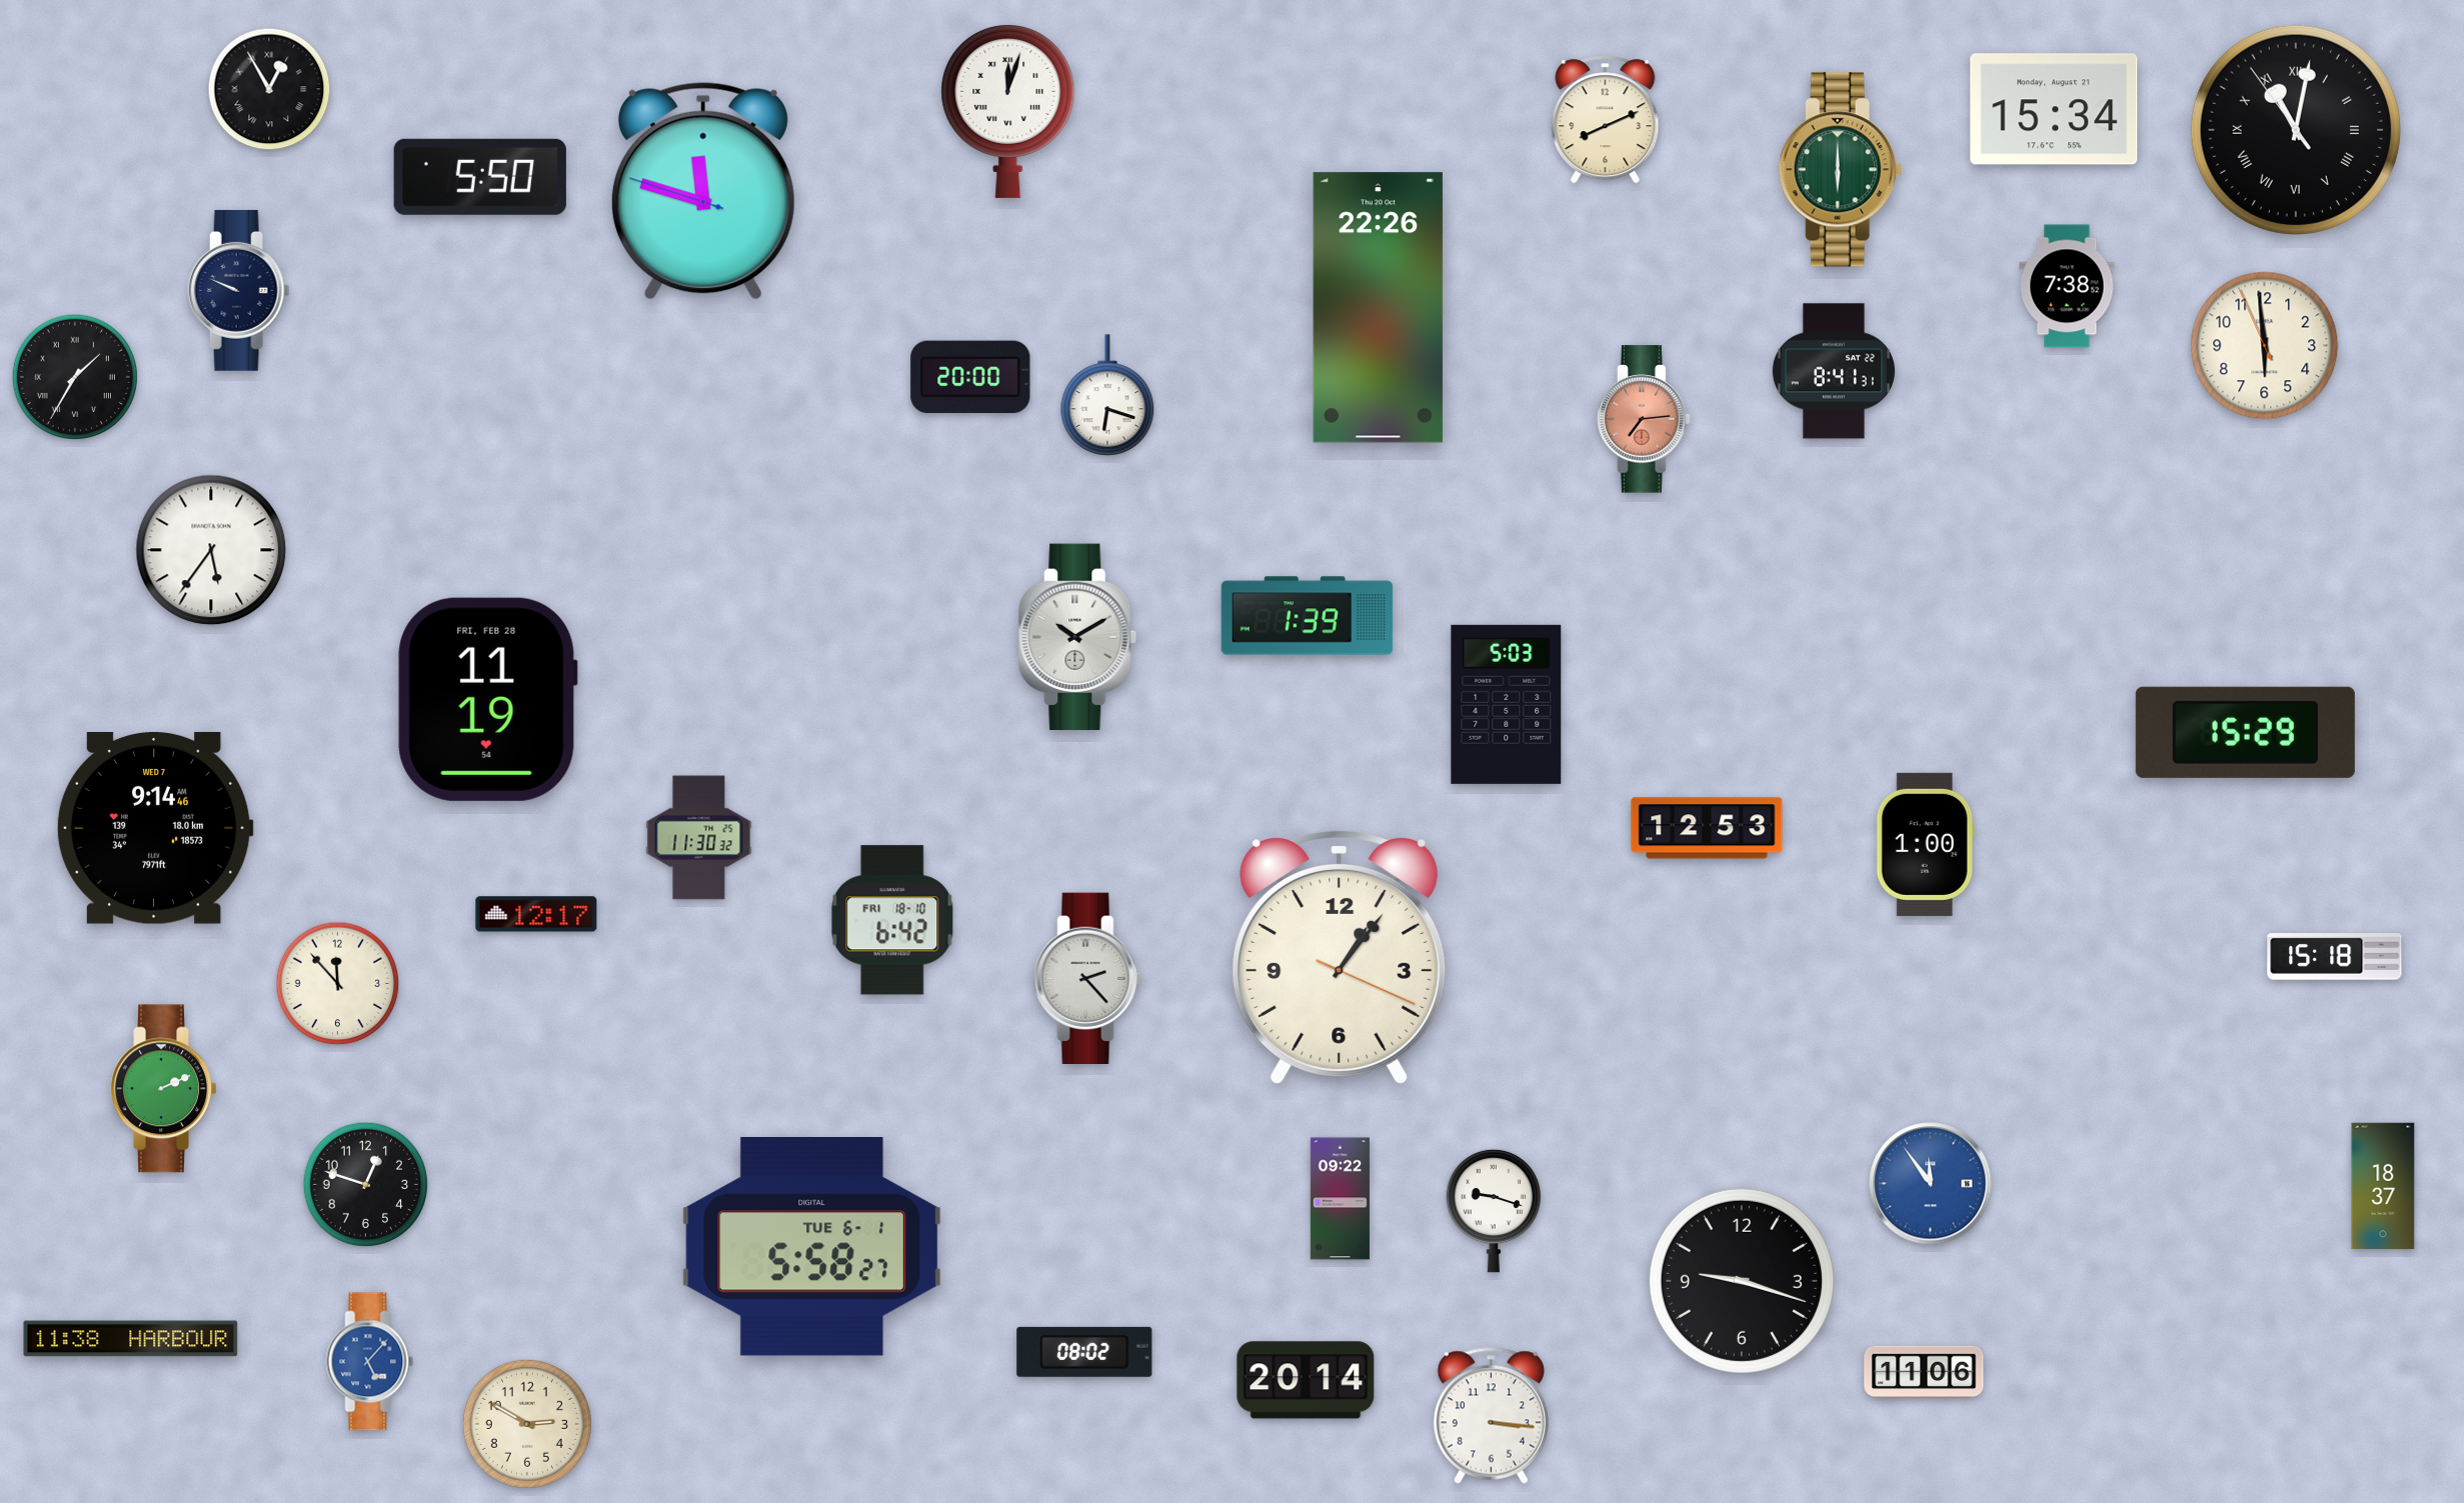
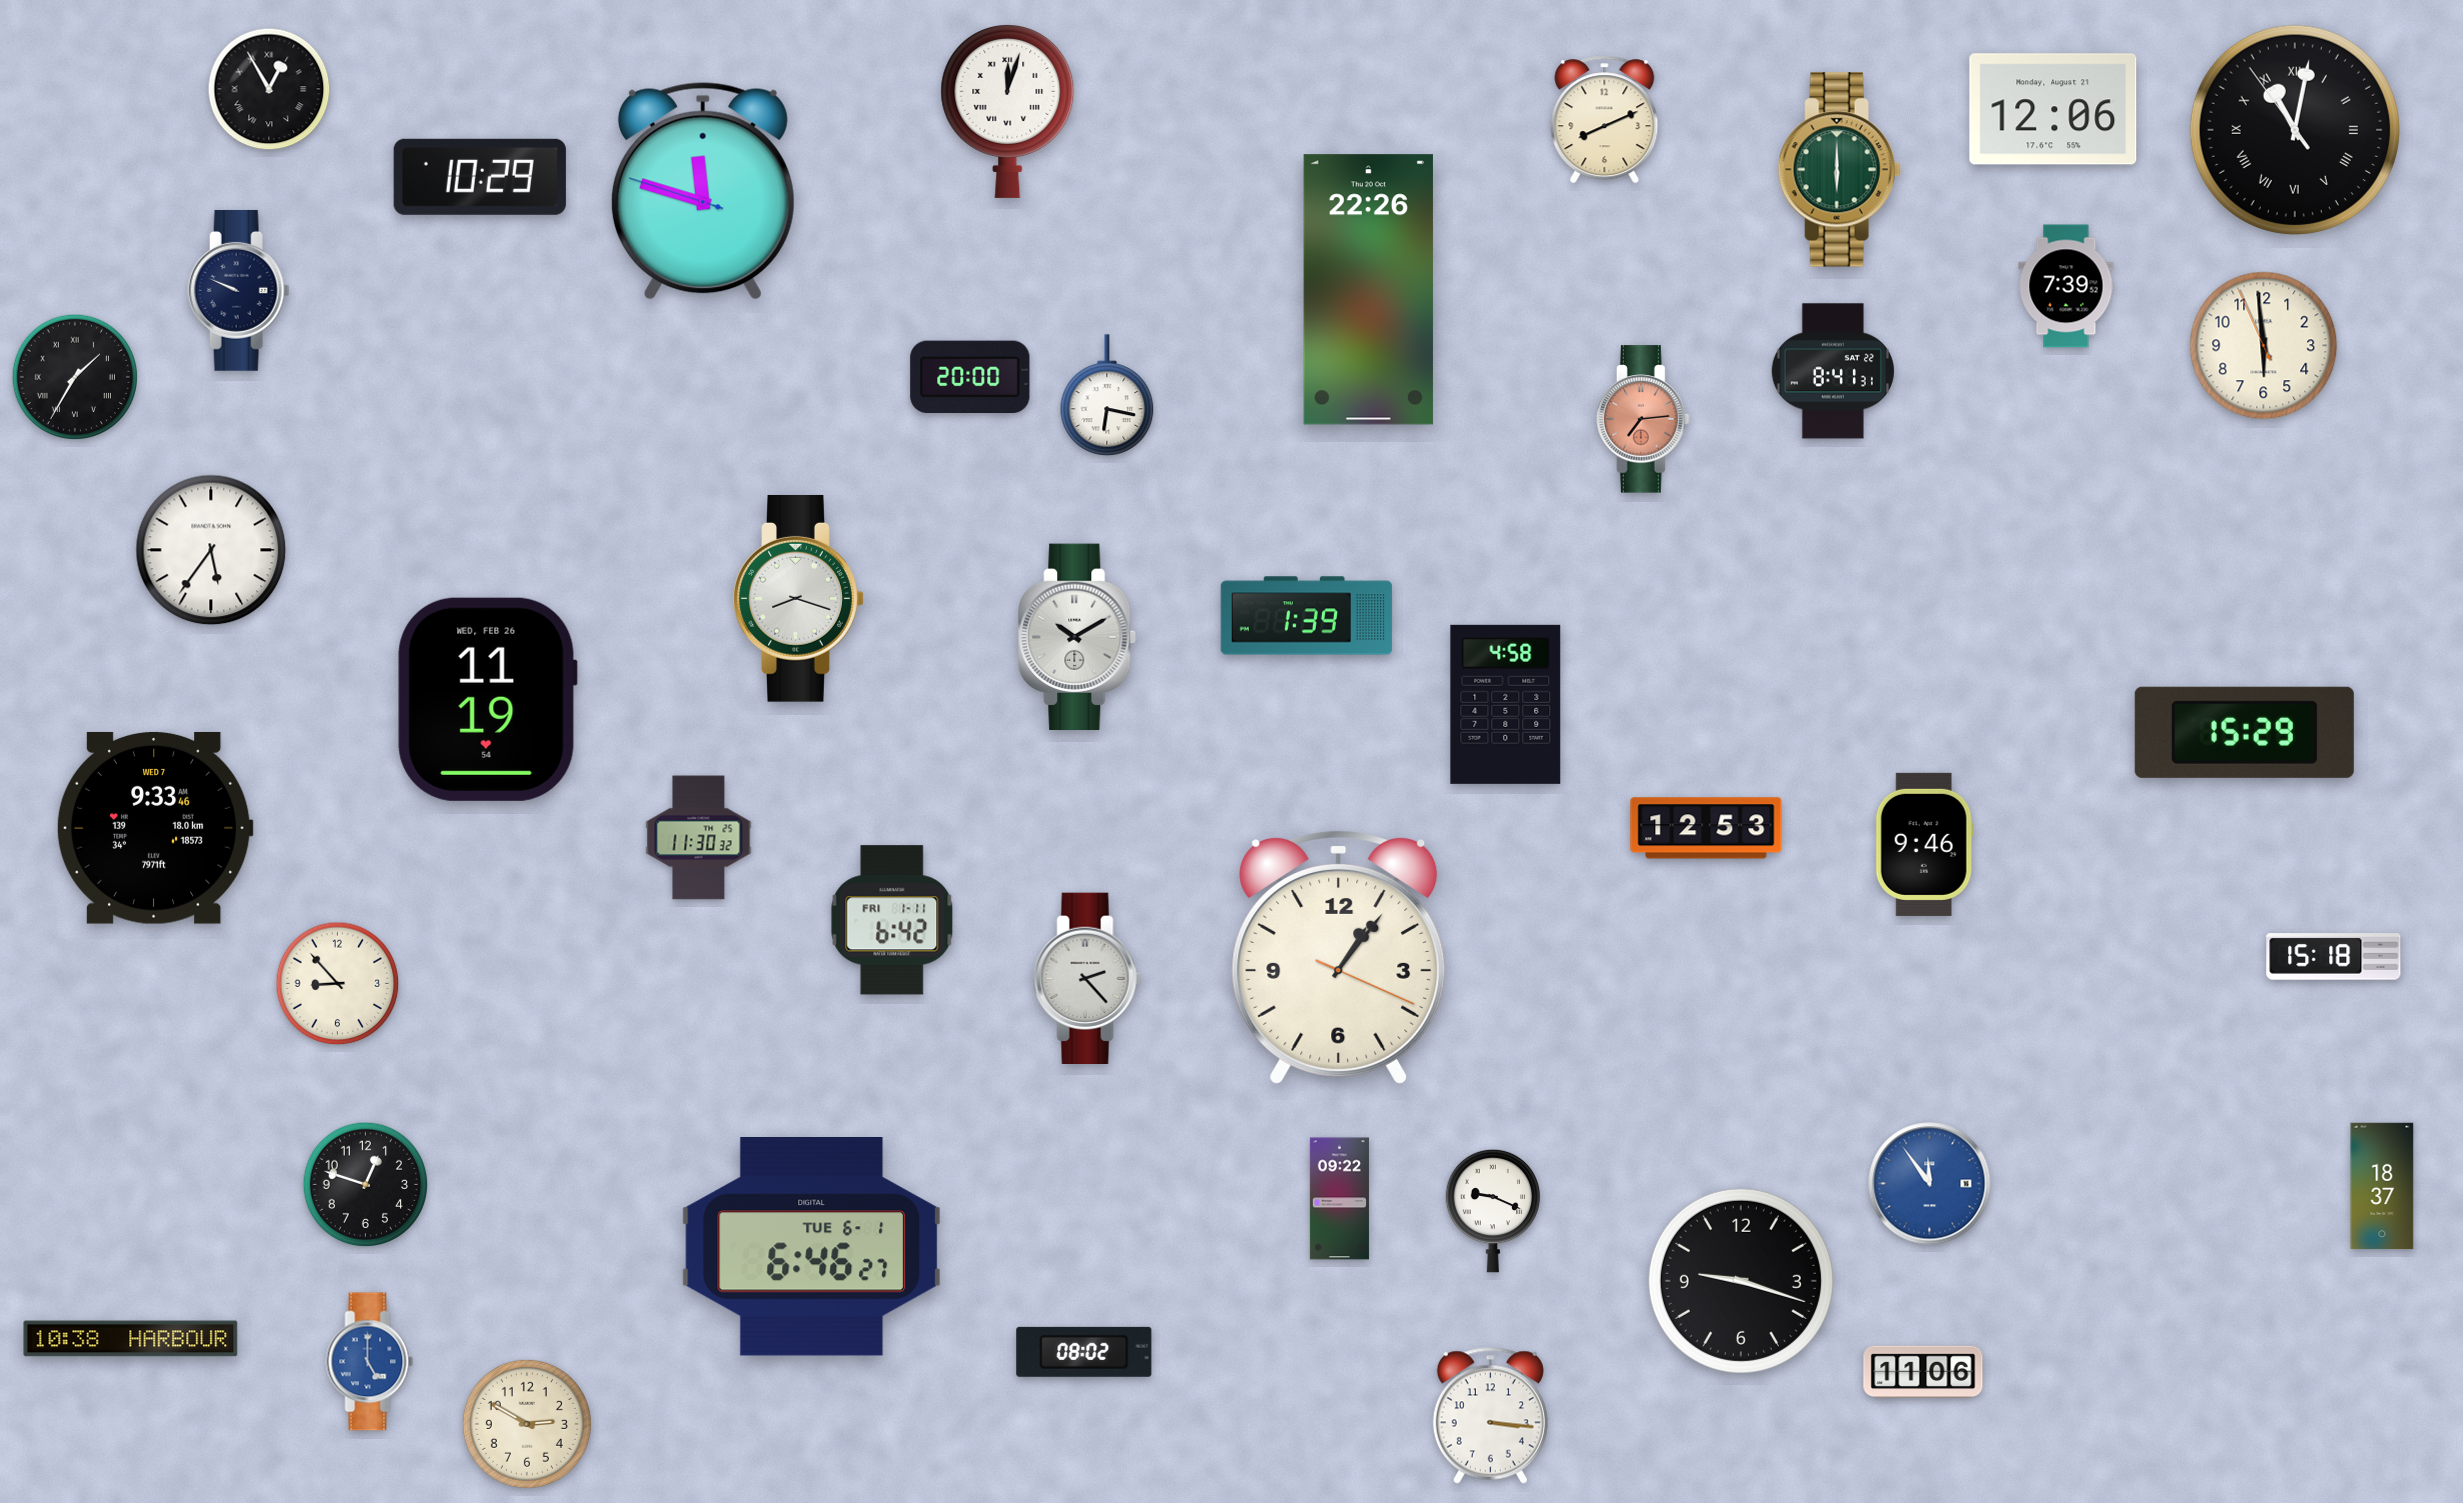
clock at (2054, 109): 15:34 -> 12:06
clock at (480, 177): 5:50 -> 10:29
clock at (2067, 286): 7:38 -> 7:39
clock at (1378, 308) position: (1378, 308) -> (1368, 290)
clock at (1107, 395): 6:18 -> 6:17
clock at (799, 598): none -> 8:18
clock at (487, 699) date: FRI, FEB 28 -> WED, FEB 26
clock at (1507, 704): 5:03 -> 4:58
clock at (155, 828): 9:14 -> 9:33
clock at (1925, 844): 1:00 -> 9:46
clock at (536, 914): 12:17 -> none
clock at (892, 920) date: FRI 18-10 -> FRI 1-11
clock at (338, 984): 11:53 -> 8:53
clock at (164, 1089): 2:11 -> none
clock at (1494, 1211): 9:18 -> 9:19
clock at (812, 1247): 5:58 -> 6:46
clock at (131, 1339): 11:38 -> 10:38
clock at (370, 1362): 5:07 -> 5:00
clock at (1306, 1380): 20:14 -> none
